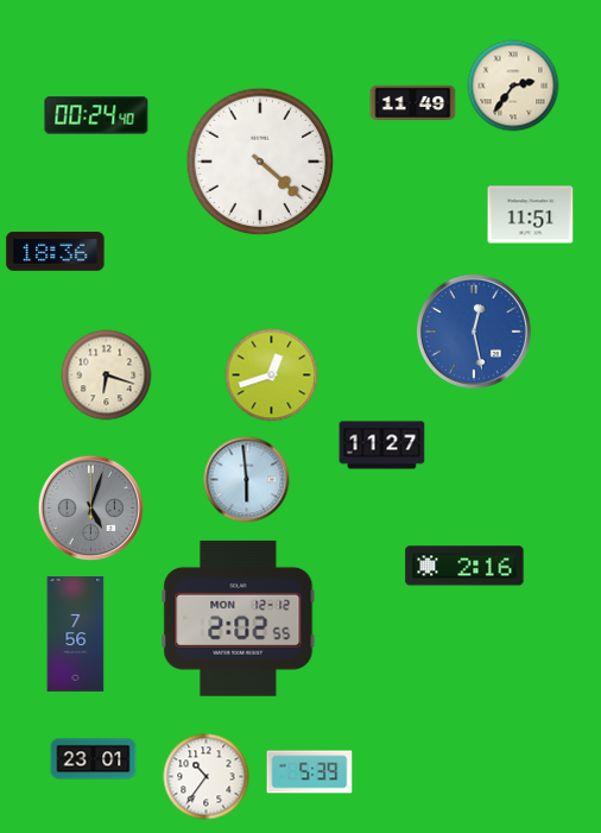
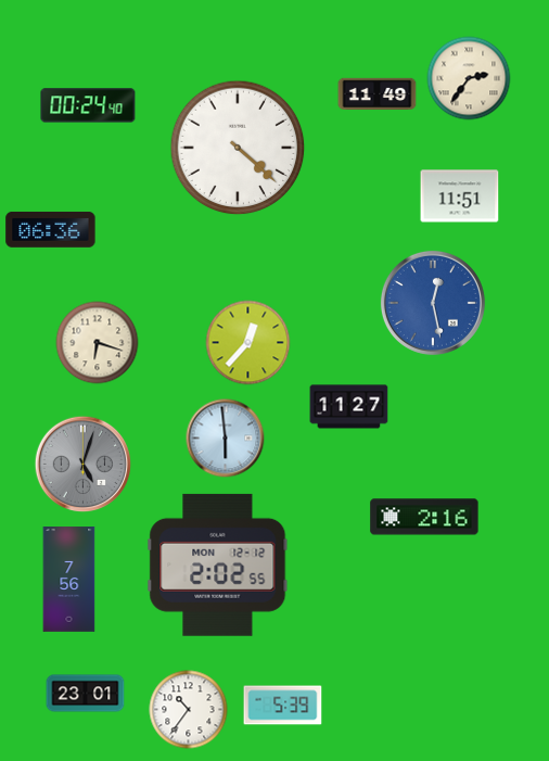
clock at (531, 215) position: (531, 215) -> (460, 196)
clock at (56, 251): 18:36 -> 06:36
clock at (272, 376): 12:42 -> 12:37
